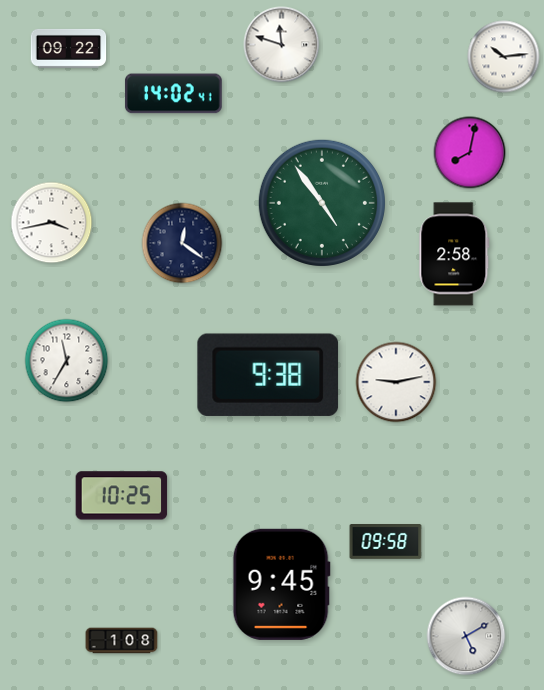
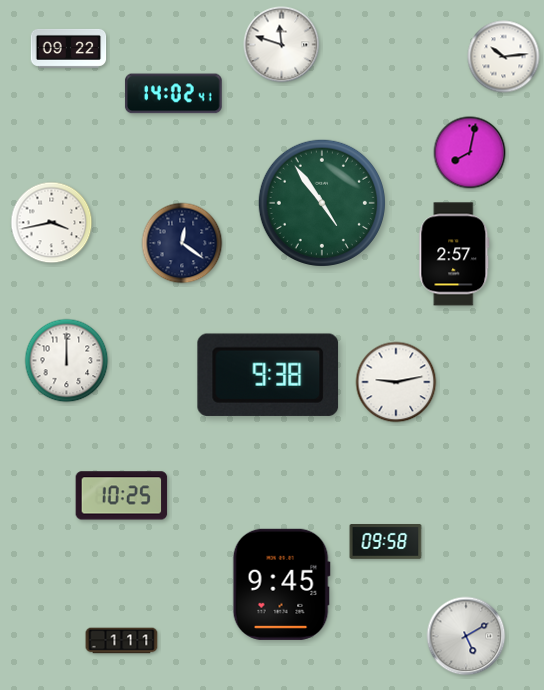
clock at (454, 254): 2:58 -> 2:57
clock at (67, 361): 11:35 -> 12:00
clock at (122, 641): 1:08 -> 1:11
